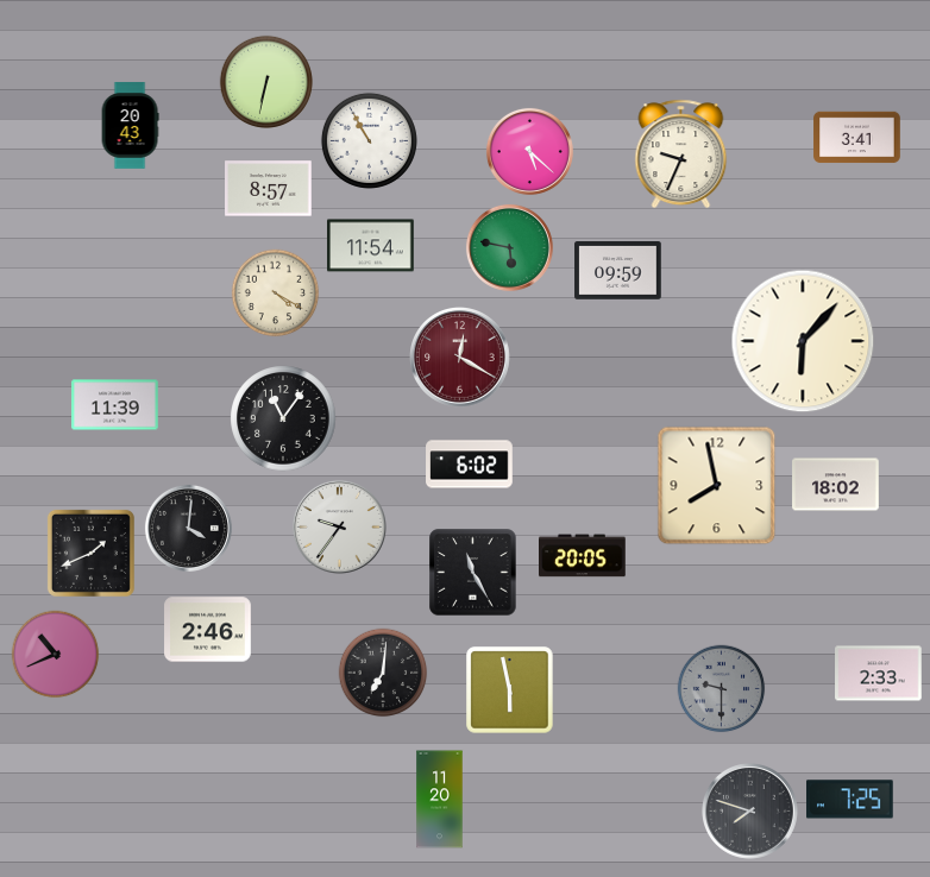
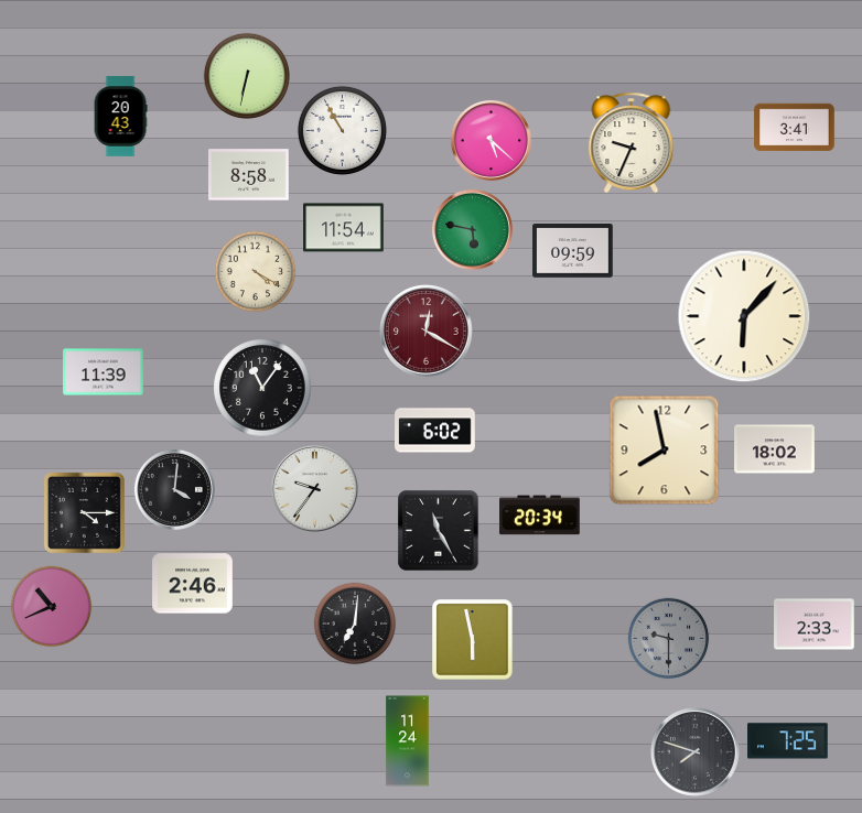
clock at (269, 189): 8:57 -> 8:58
clock at (115, 405) position: (115, 405) -> (104, 372)
clock at (90, 553): 1:41 -> 4:15
clock at (583, 556): 20:05 -> 20:34
clock at (440, 800): 11:20 -> 11:24
